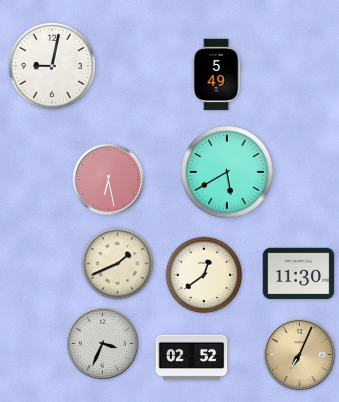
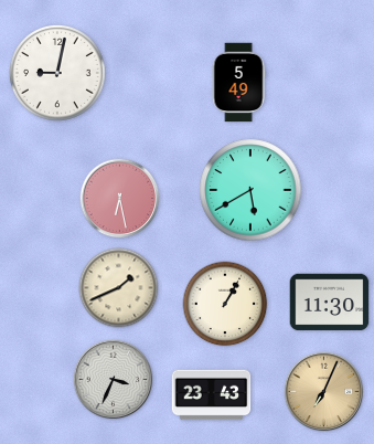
clock at (118, 264) position: (118, 264) -> (119, 288)
clock at (204, 275): 12:39 -> 1:05
clock at (300, 355) position: (300, 355) -> (324, 392)
clock at (192, 358): 02:52 -> 23:43
